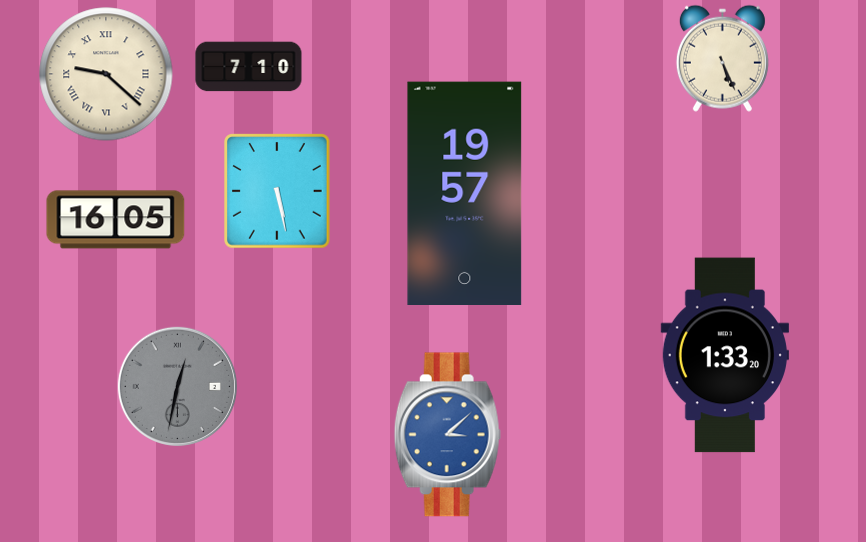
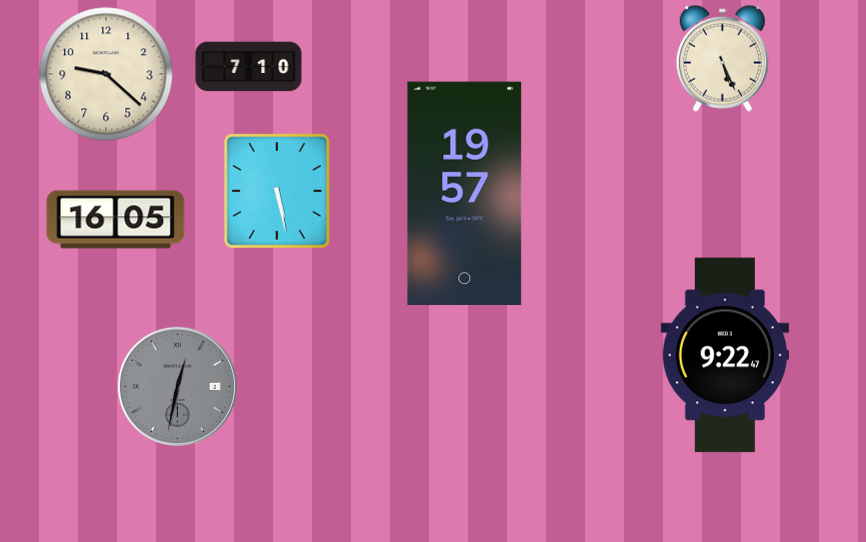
clock at (106, 74) numerals: Roman -> Arabic
clock at (725, 355): 1:33 -> 9:22
clock at (447, 435): 3:08 -> none
